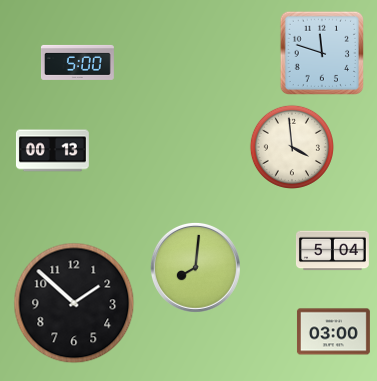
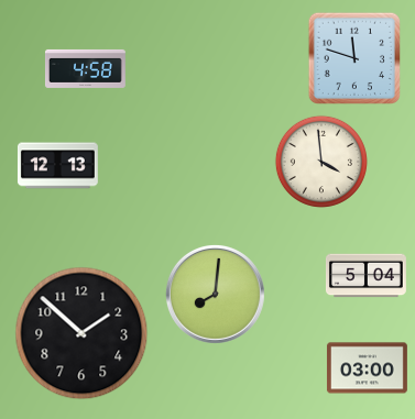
clock at (77, 62): 5:00 -> 4:58
clock at (52, 151): 00:13 -> 12:13
clock at (333, 332) position: (333, 332) -> (367, 368)
